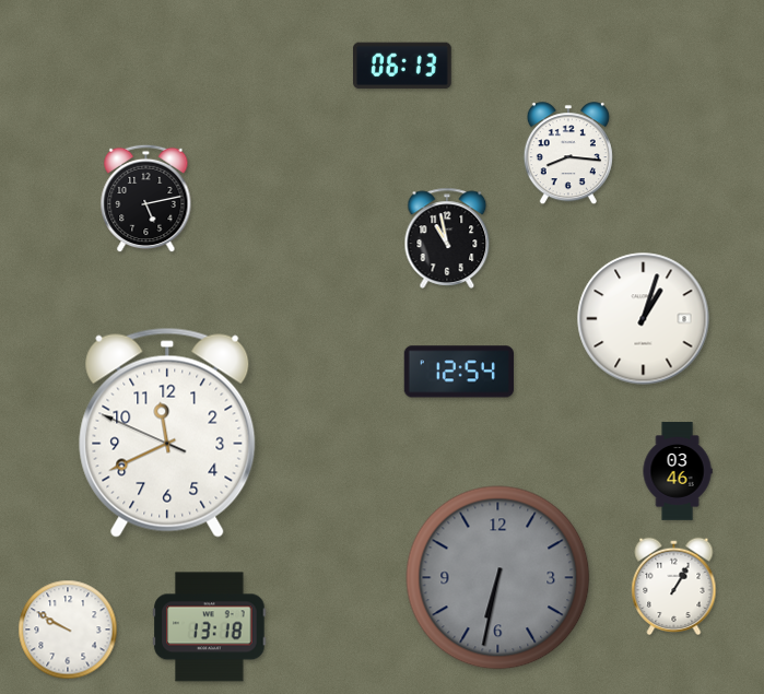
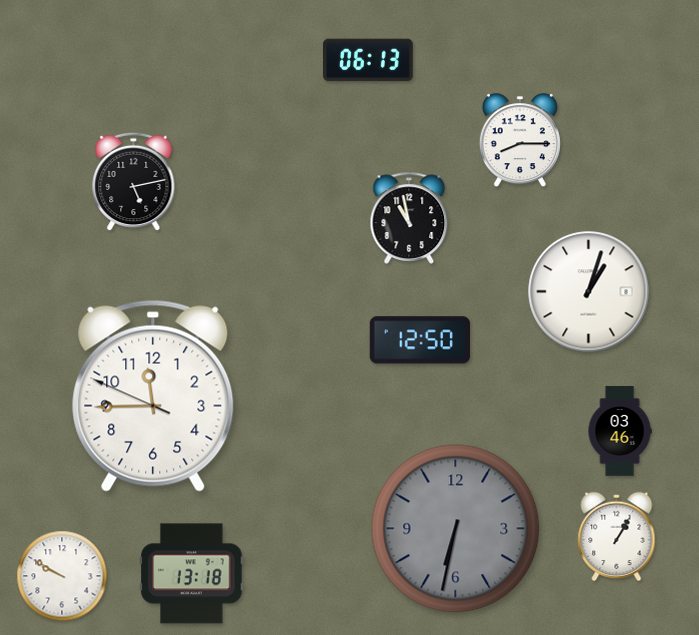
clock at (568, 154): 8:16 -> 8:15
clock at (459, 372): 12:54 -> 12:50
clock at (167, 433): 11:40 -> 11:44
